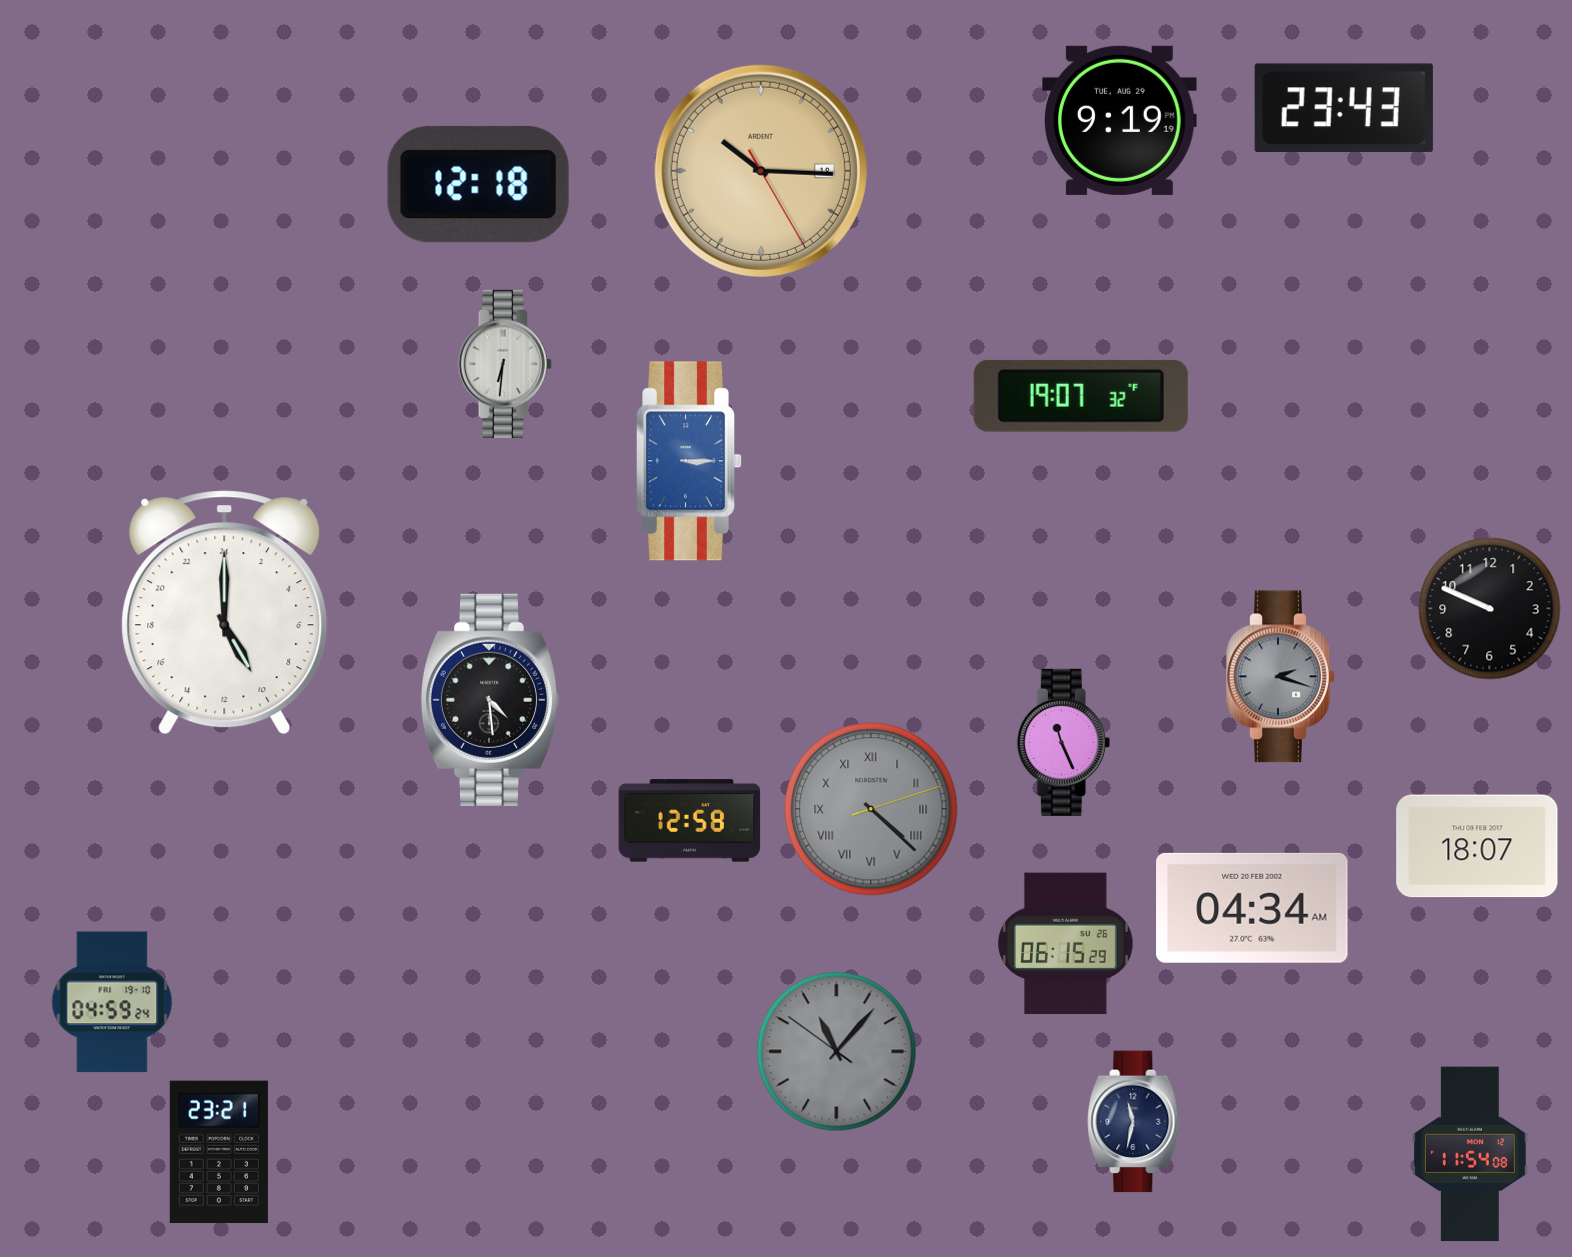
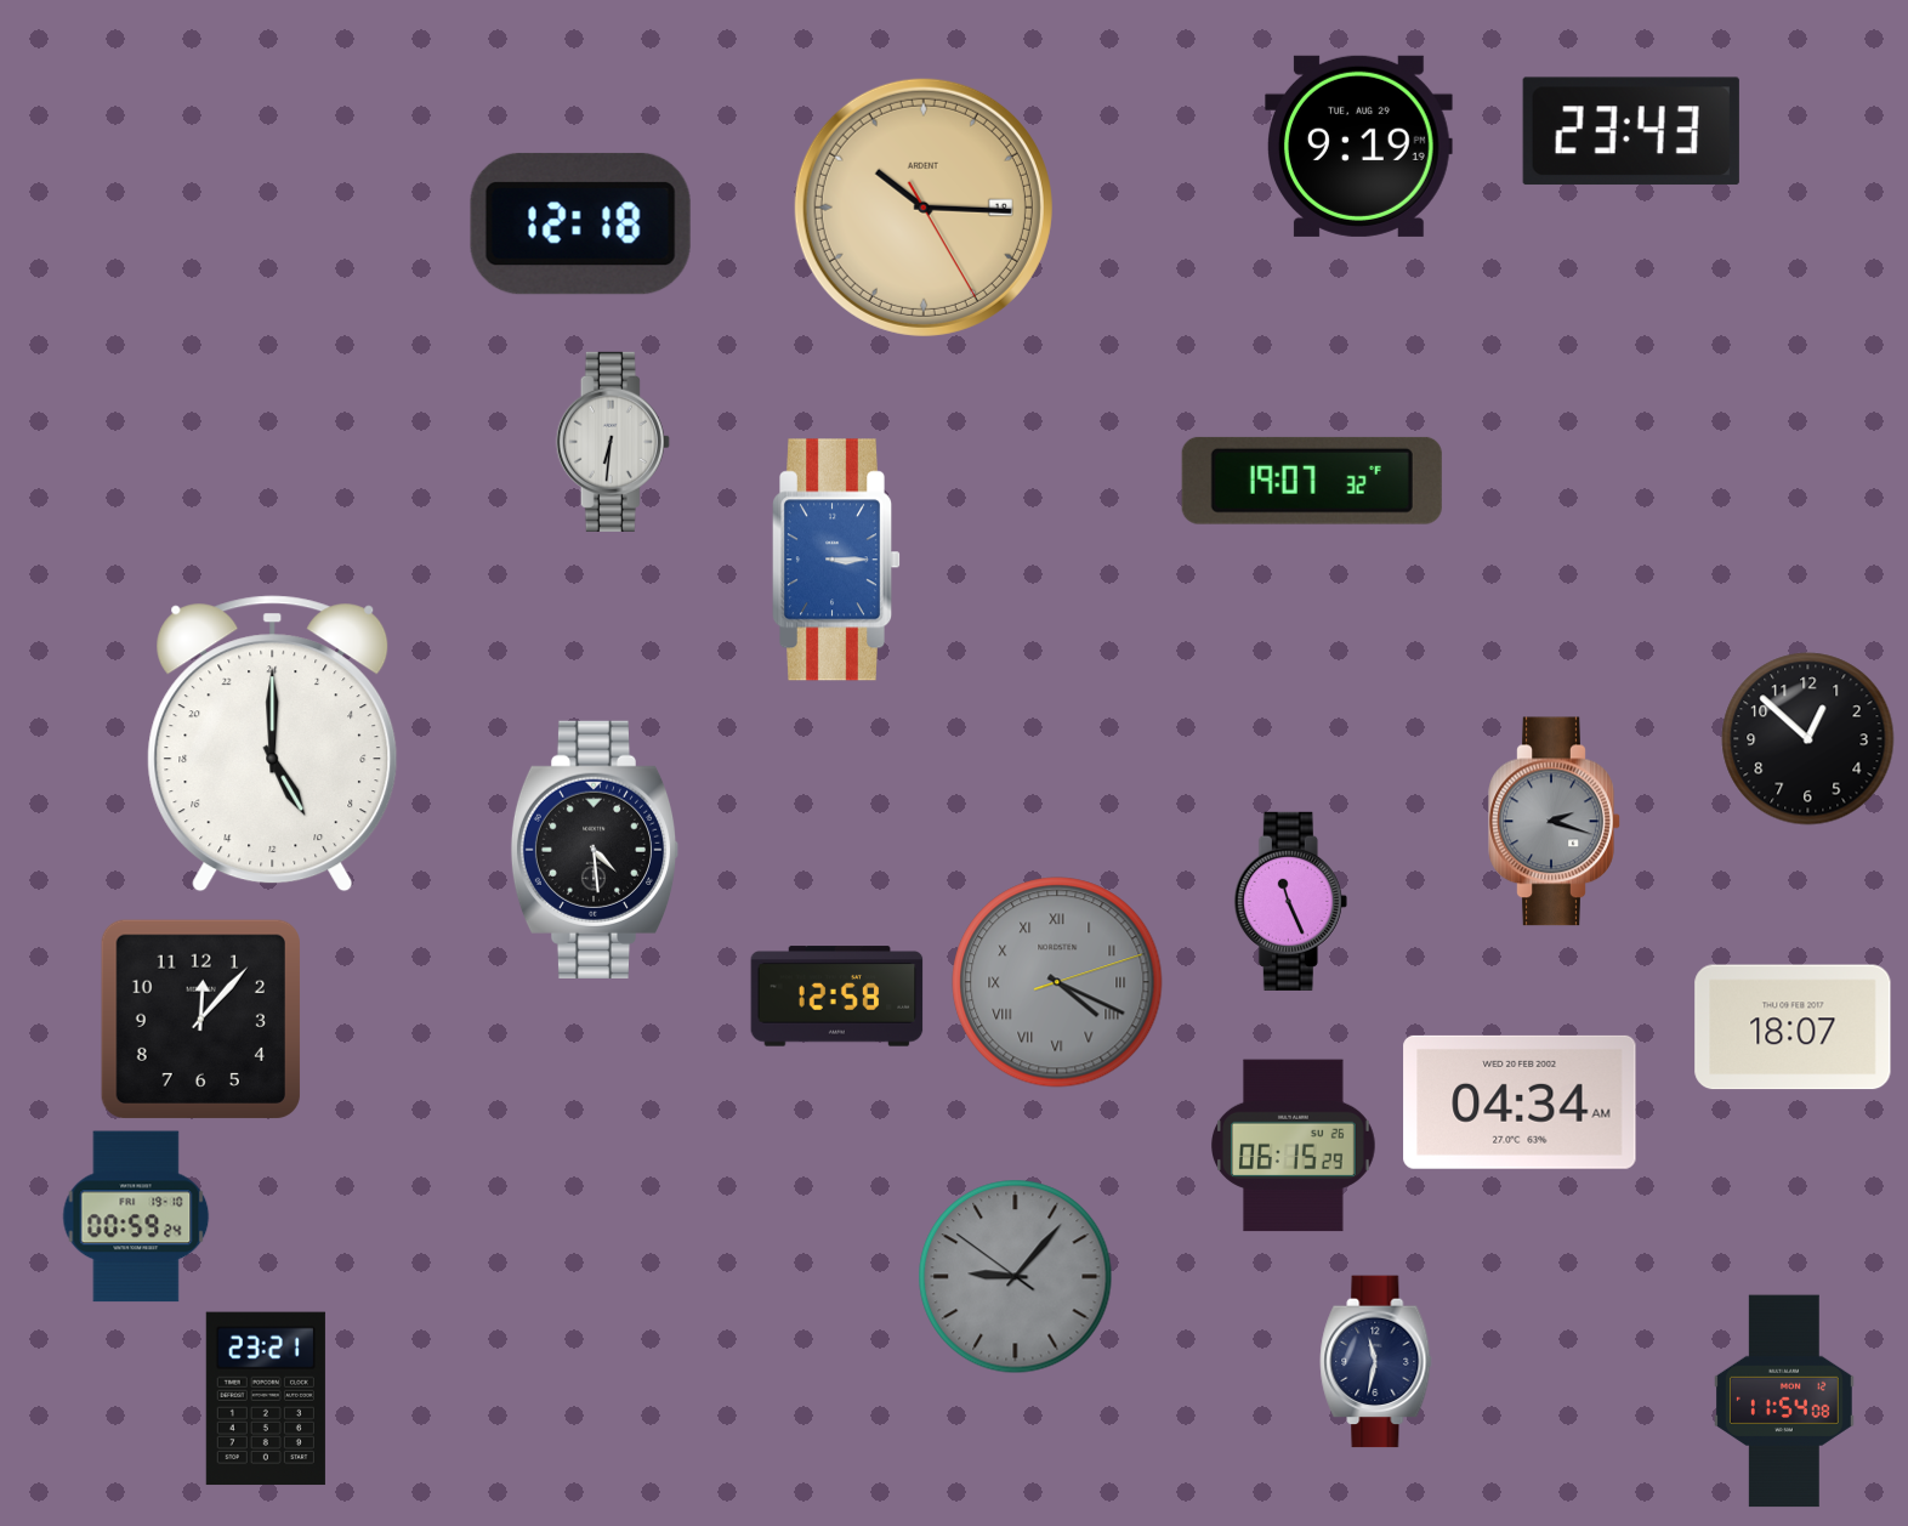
clock at (1490, 609): 9:49 -> 12:52
clock at (871, 809): 4:22 -> 4:19
clock at (200, 1019): none -> 12:07
clock at (112, 1002): 04:59 -> 00:59
clock at (837, 1052): 11:06 -> 9:06
